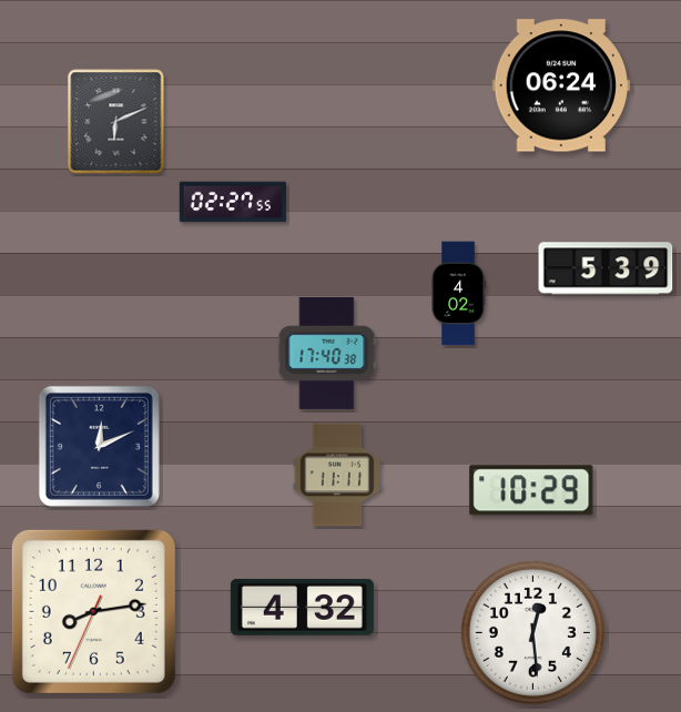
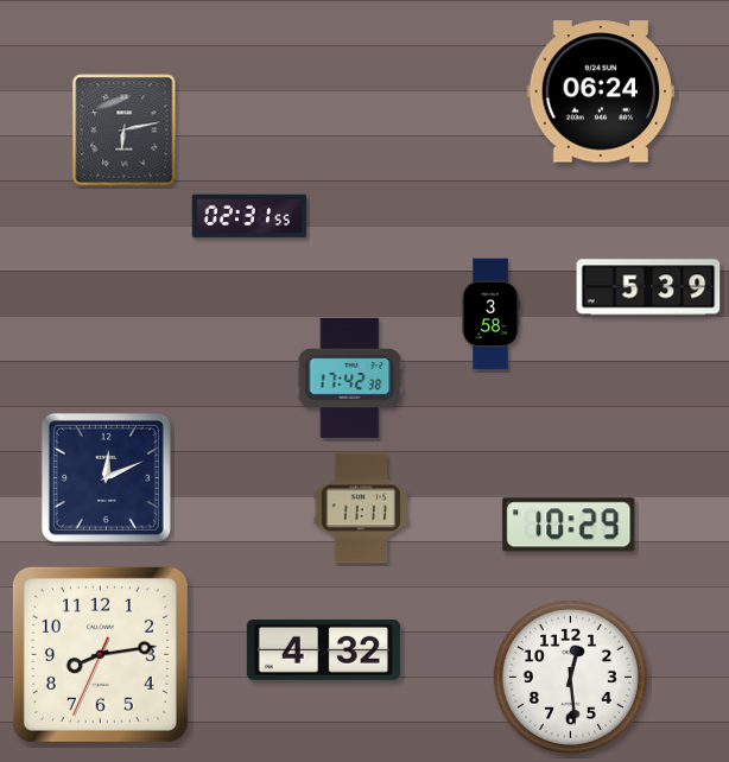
clock at (116, 122): 6:11 -> 6:13
clock at (233, 202): 02:27 -> 02:31
clock at (458, 294): 4:02 -> 3:58
clock at (327, 353): 17:40 -> 17:42
